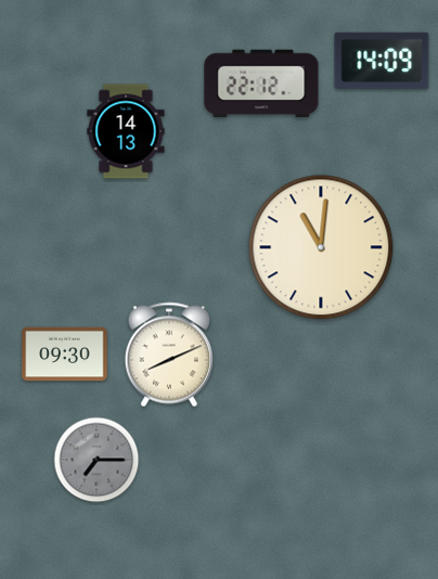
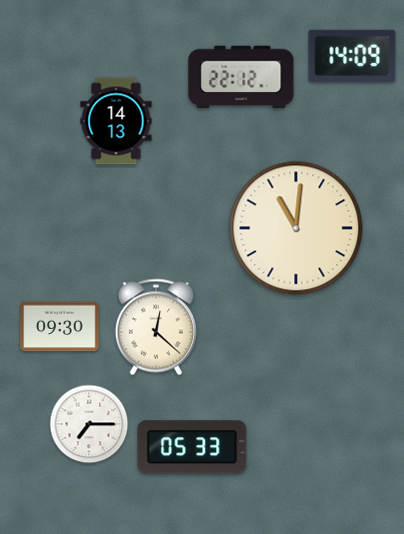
clock at (169, 355): 8:11 -> 12:22
clock at (96, 460) dial: grey -> white
clock at (192, 447): none -> 05:33
